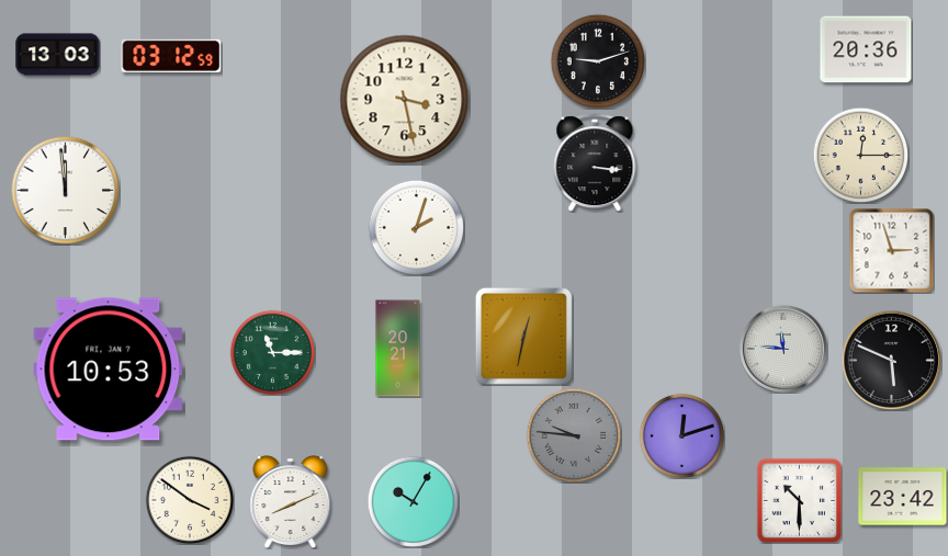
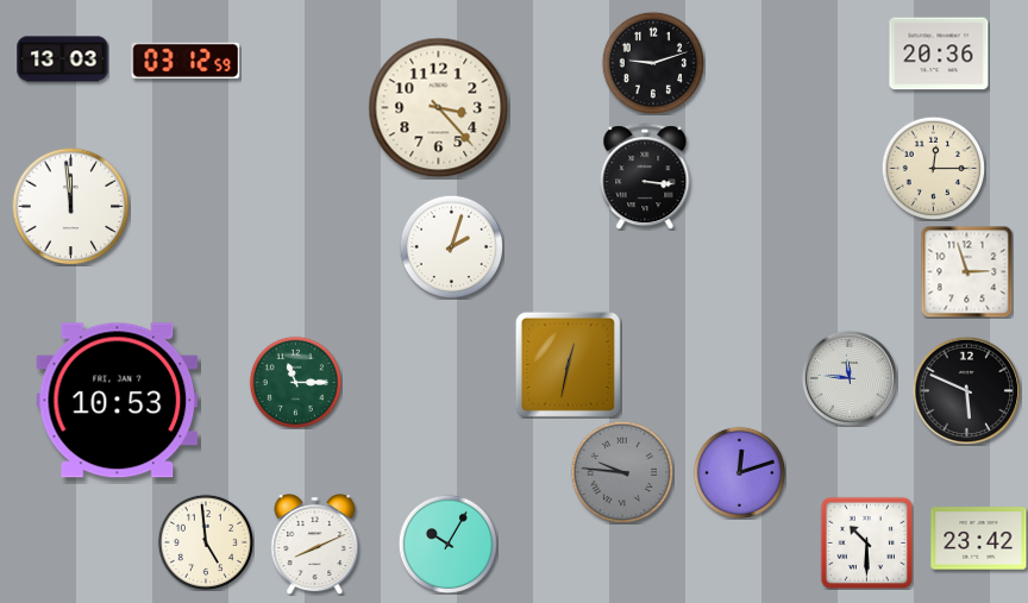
clock at (598, 61) position: (598, 61) -> (653, 63)
clock at (405, 100): 3:28 -> 3:23
clock at (398, 349): 20:21 -> none
clock at (189, 499): 3:51 -> 4:59
